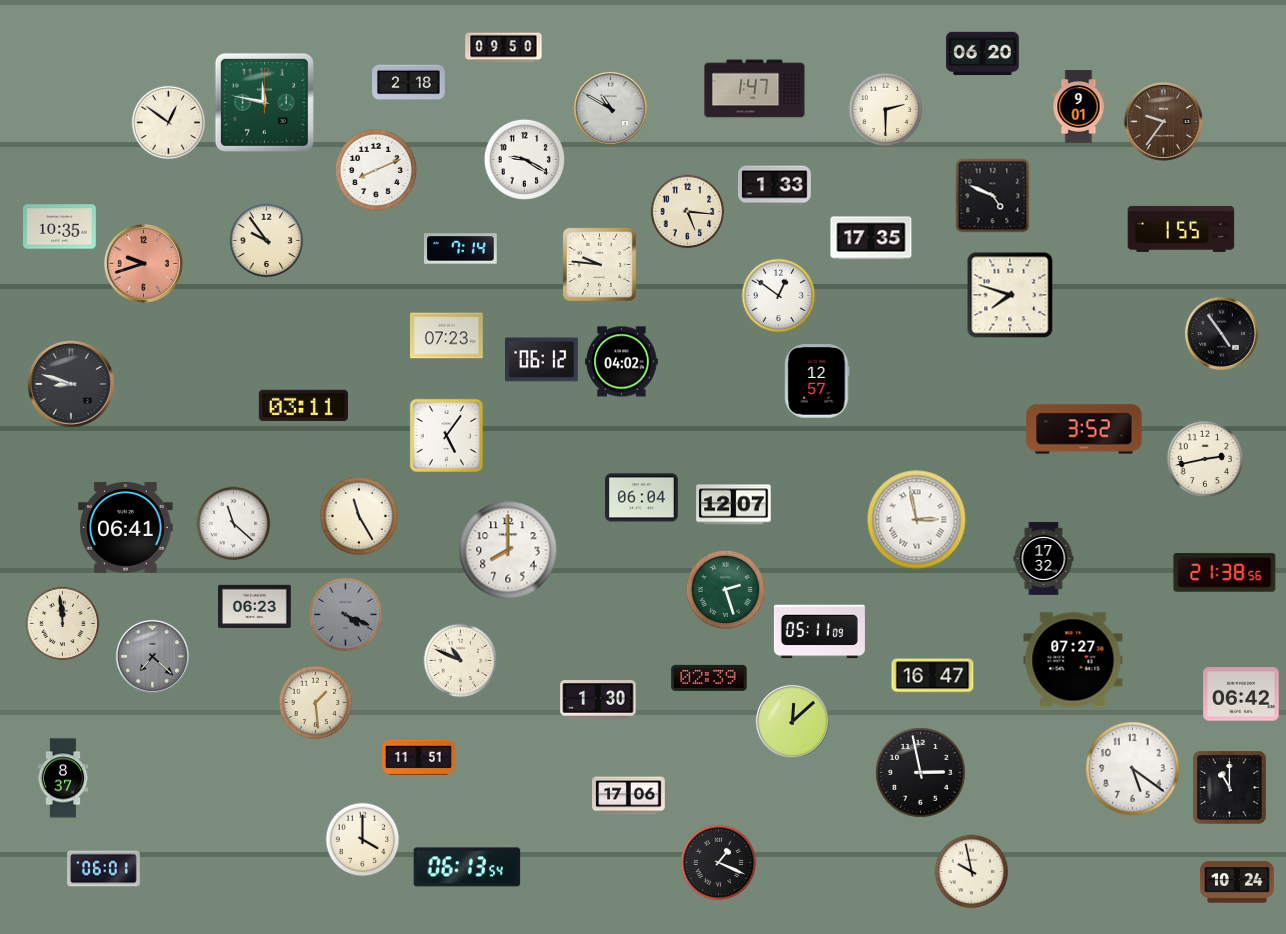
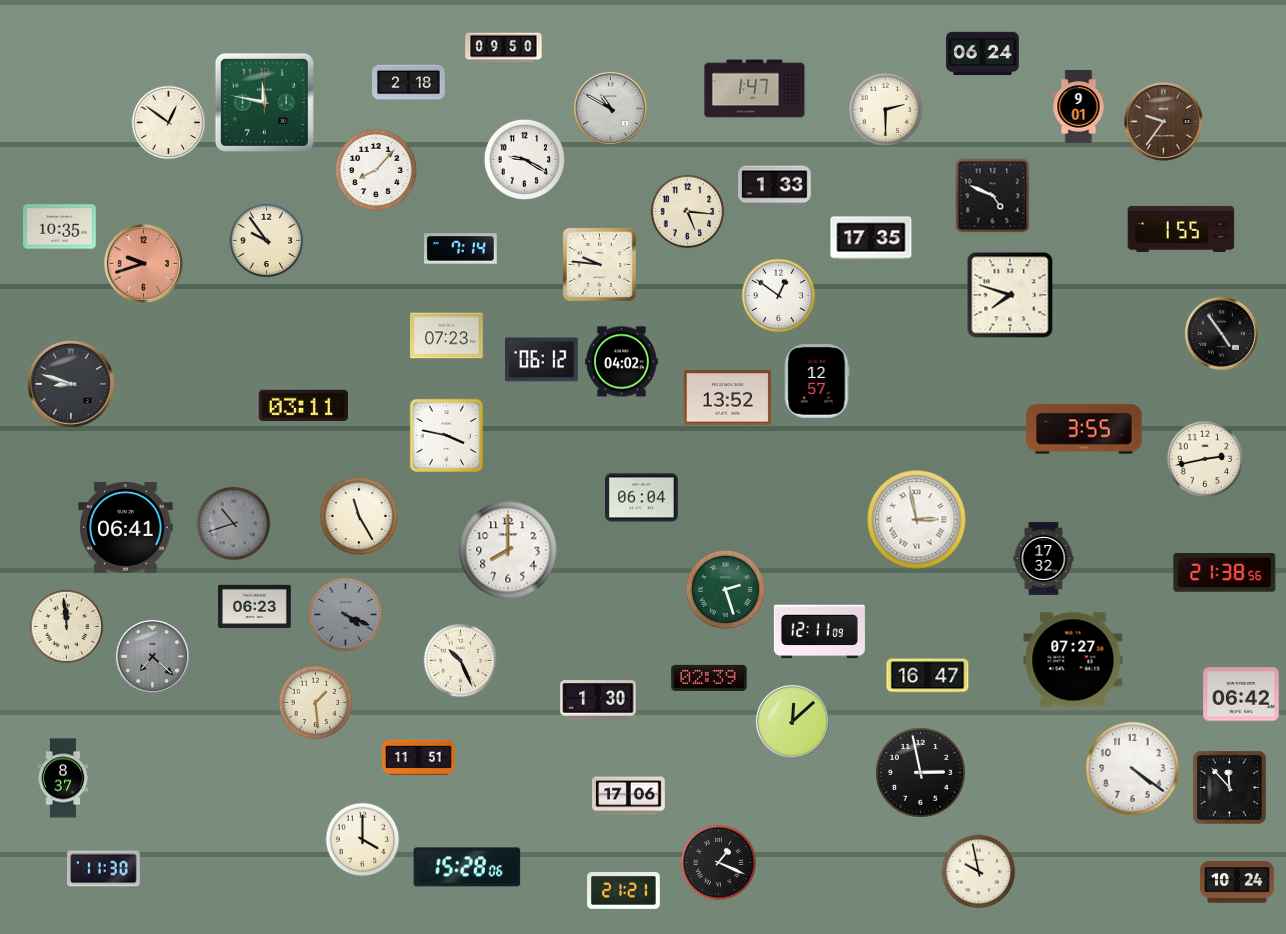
clock at (983, 54): 06:20 -> 06:24
clock at (376, 170): 8:11 -> 8:07
clock at (728, 398): none -> 13:52
clock at (1084, 429): 3:52 -> 3:55
clock at (446, 435): 5:06 -> 3:47
clock at (734, 505): 12:07 -> none
clock at (234, 524): 11:22 -> 10:42
clock at (234, 524) dial: white -> grey
clock at (63, 624) position: (63, 624) -> (67, 627)
clock at (819, 632): 05:11 -> 12:11
clock at (461, 661): 10:49 -> 10:26
clock at (933, 676) position: (933, 676) -> (928, 676)
clock at (1133, 769): 5:21 -> 4:21
clock at (1230, 788): 11:00 -> 11:53
clock at (467, 867): 06:13 -> 15:28
clock at (104, 869): 06:01 -> 11:30
clock at (972, 872) position: (972, 872) -> (979, 872)
clock at (624, 891): none -> 21:21
